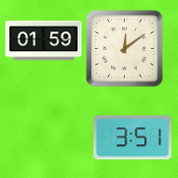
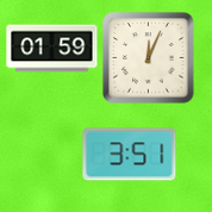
clock at (125, 49): 12:09 -> 12:04
clock at (133, 138) position: (133, 138) -> (130, 155)
